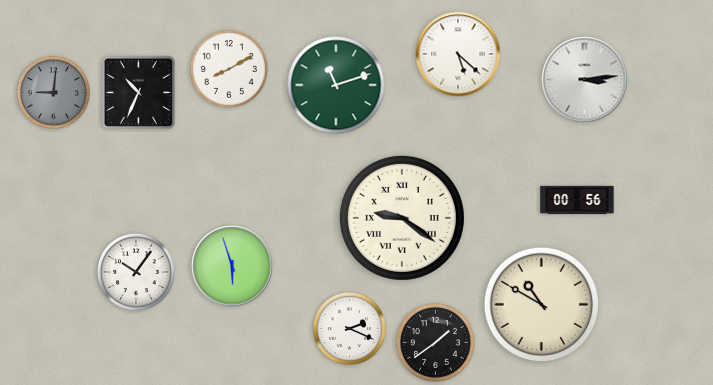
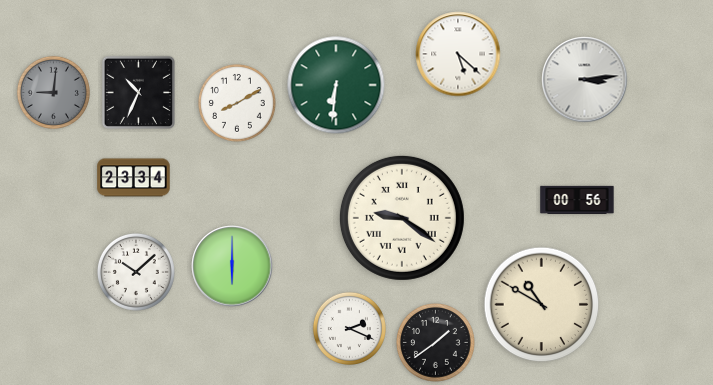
clock at (229, 69) position: (229, 69) -> (237, 103)
clock at (336, 85): 11:12 -> 6:31
clock at (134, 178): none -> 23:34
clock at (232, 266): 5:57 -> 6:00
clock at (136, 272): 10:06 -> 10:08
